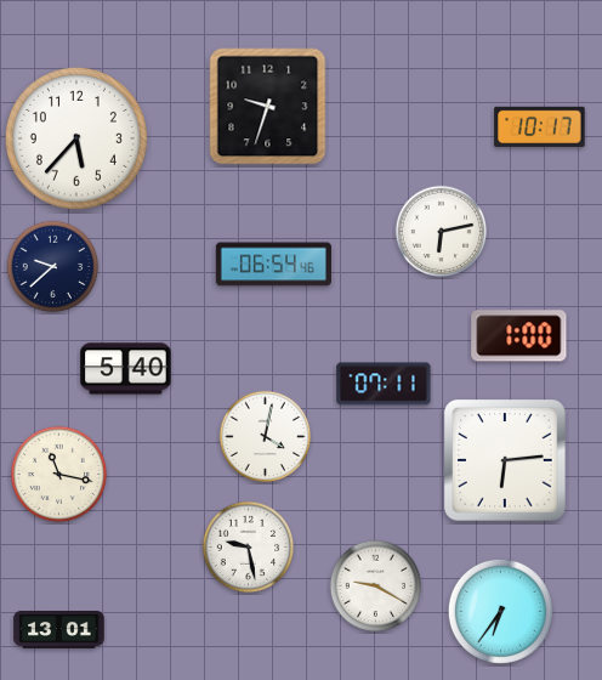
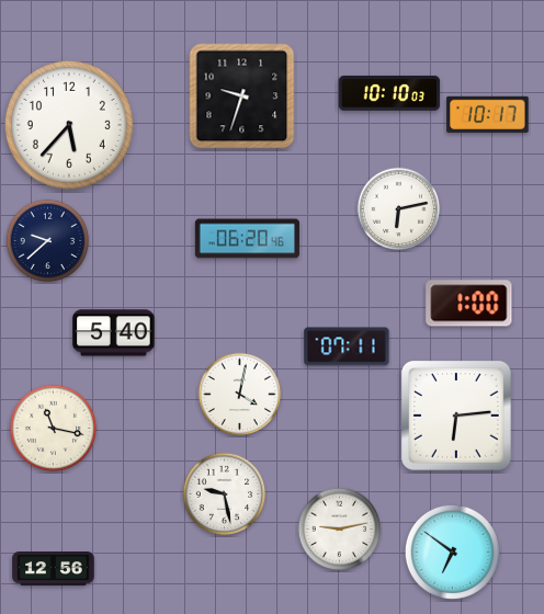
clock at (389, 93): none -> 10:10
clock at (273, 265): 06:54 -> 06:20
clock at (376, 586): 9:20 -> 9:13
clock at (500, 611): 6:36 -> 6:51
clock at (59, 630): 13:01 -> 12:56
